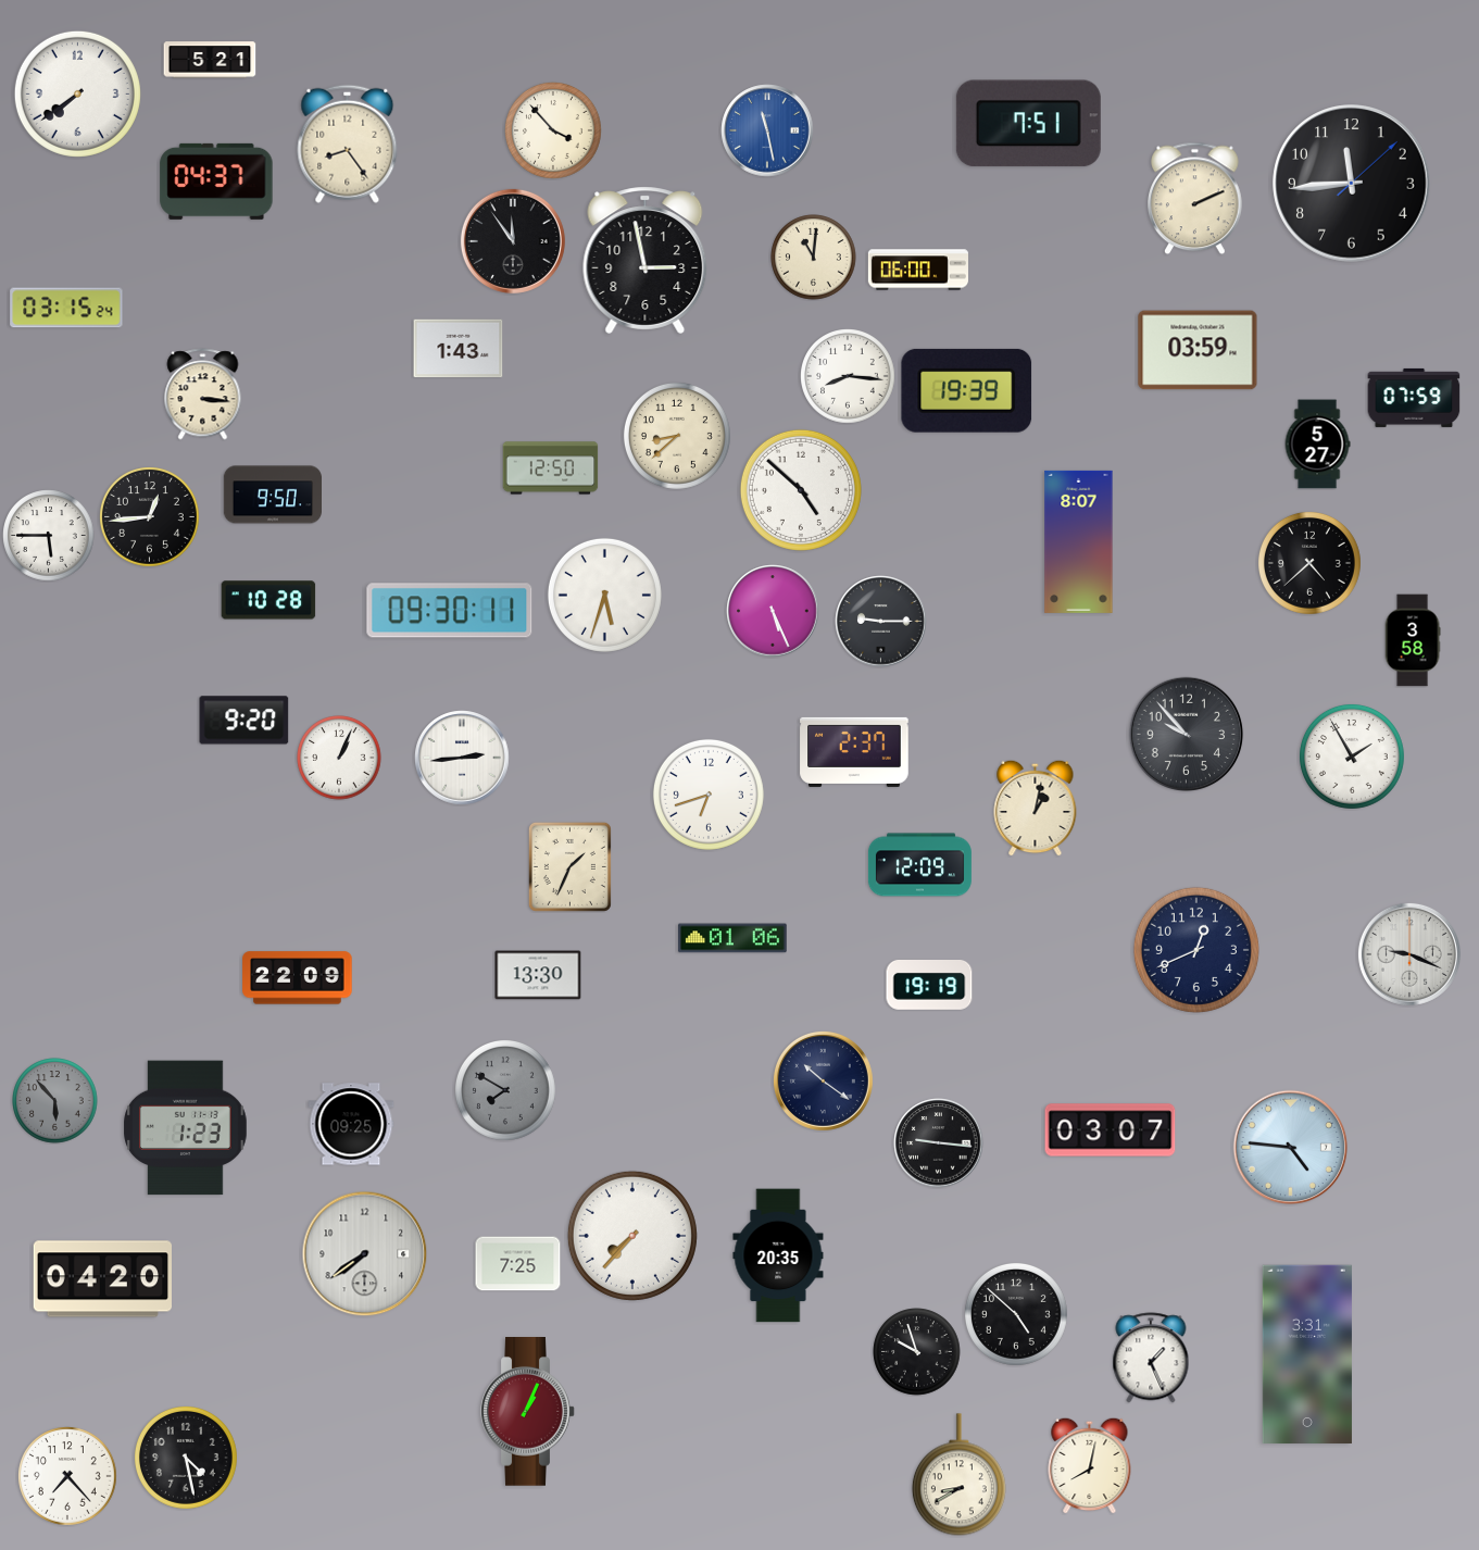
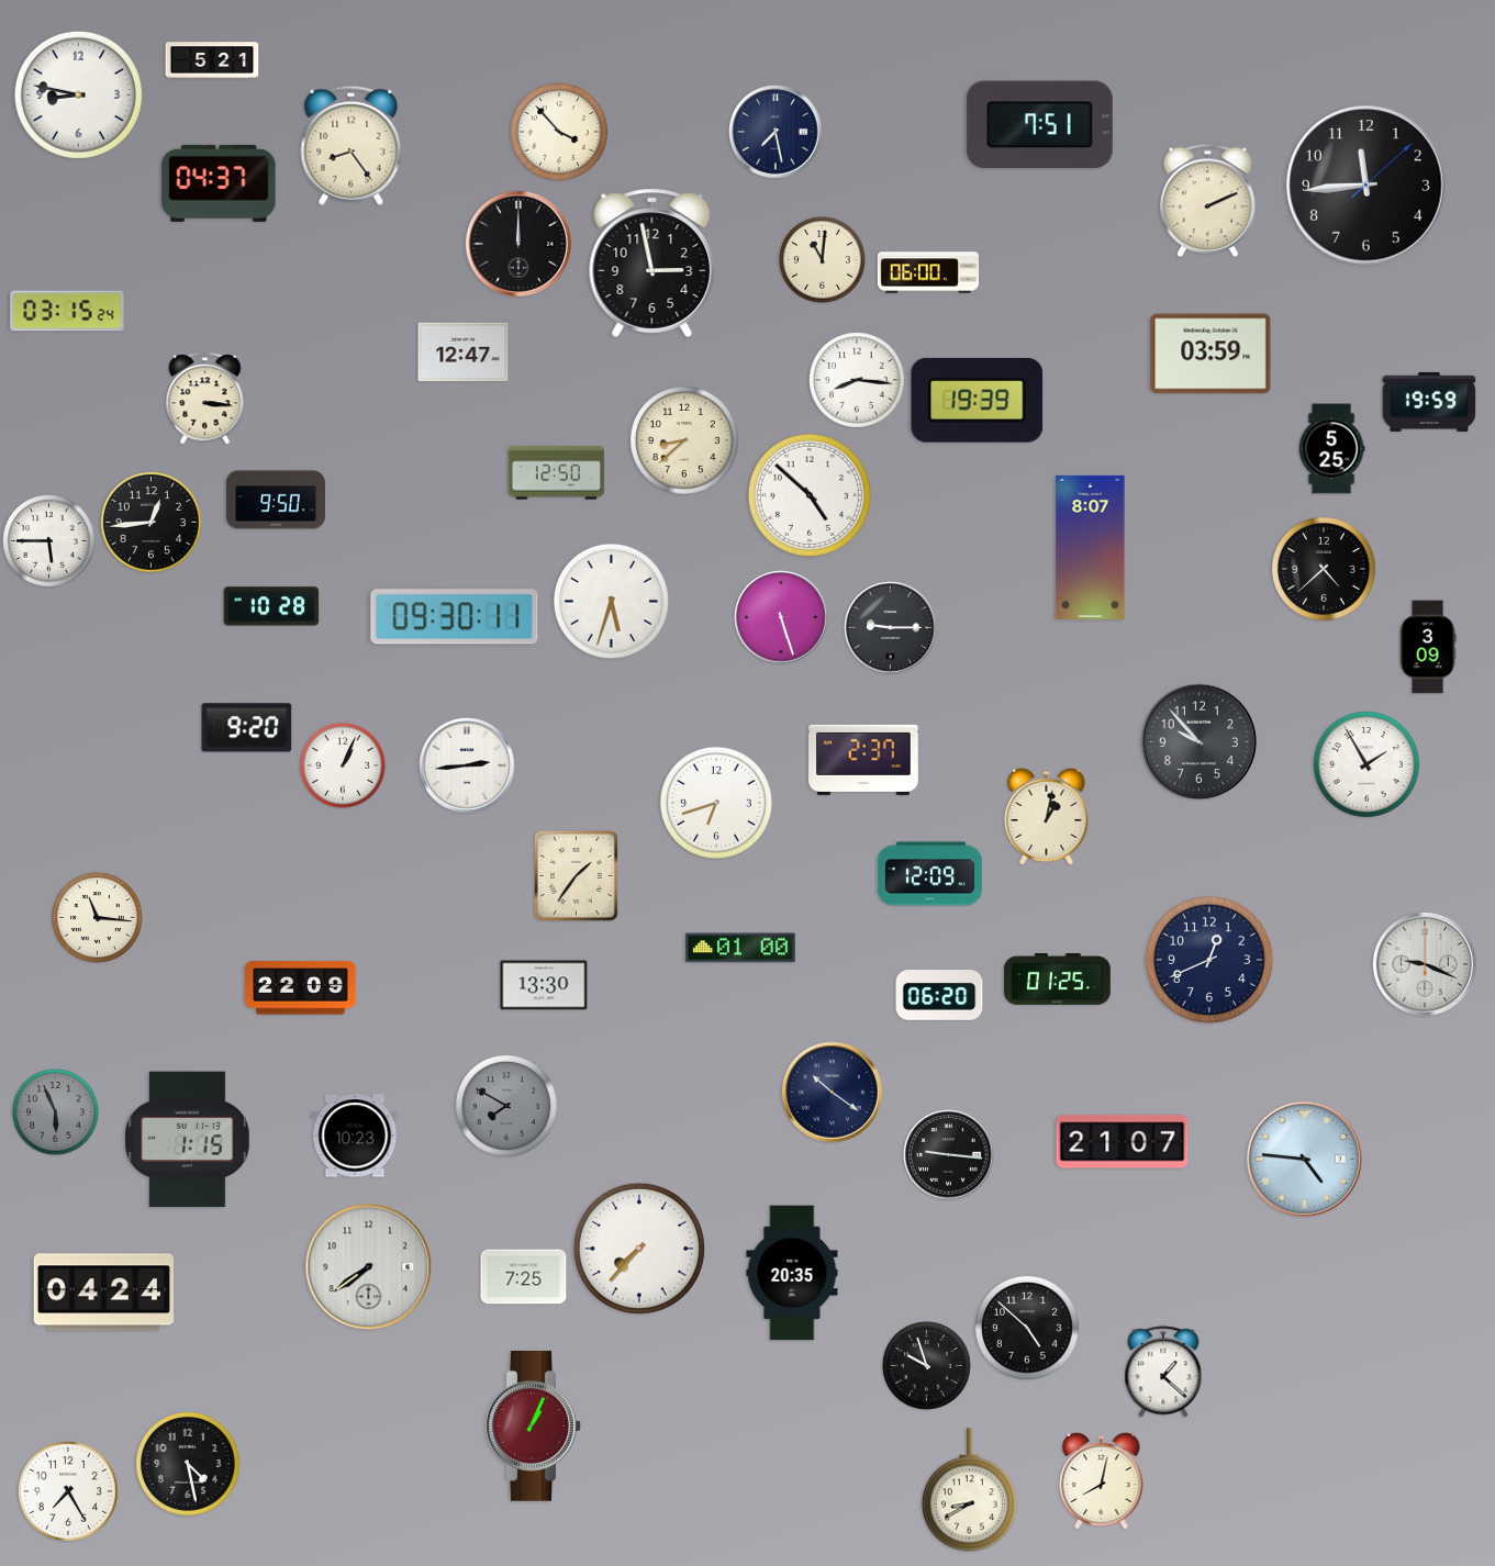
clock at (77, 93): 7:39 -> 8:47
clock at (767, 130): 11:28 -> 7:28
clock at (767, 130) dial: blue -> navy
clock at (513, 241): 11:54 -> 12:00
clock at (459, 349): 1:43 -> 12:47
clock at (967, 390) position: (967, 390) -> (978, 400)
clock at (1414, 398): 07:59 -> 19:59
clock at (1317, 445): 5:27 -> 5:25
clock at (773, 611): 5:26 -> 5:27
clock at (1413, 640): 3:58 -> 3:09
clock at (569, 866): 1:34 -> 1:36
clock at (98, 918): none -> 11:16
clock at (732, 938): 01:06 -> 01:00
clock at (1058, 980): none -> 01:25
clock at (929, 986): 19:19 -> 06:20
clock at (505, 1090) position: (505, 1090) -> (506, 1106)
clock at (55, 1101): 5:53 -> 5:56
clock at (351, 1124): 09:25 -> 10:23
clock at (186, 1128): 1:23 -> 1:15
clock at (1111, 1130): 03:07 -> 21:07
clock at (778, 1255) position: (778, 1255) -> (792, 1273)
clock at (102, 1279): 04:20 -> 04:24
clock at (1307, 1353): 3:31 -> none
clock at (1151, 1358): 1:26 -> 1:22
clock at (186, 1458) position: (186, 1458) -> (188, 1464)
clock at (68, 1477): 7:23 -> 7:25
